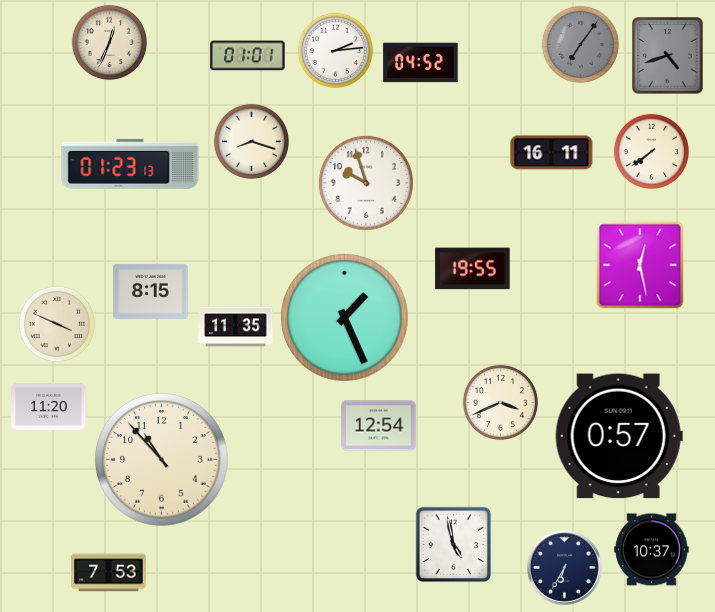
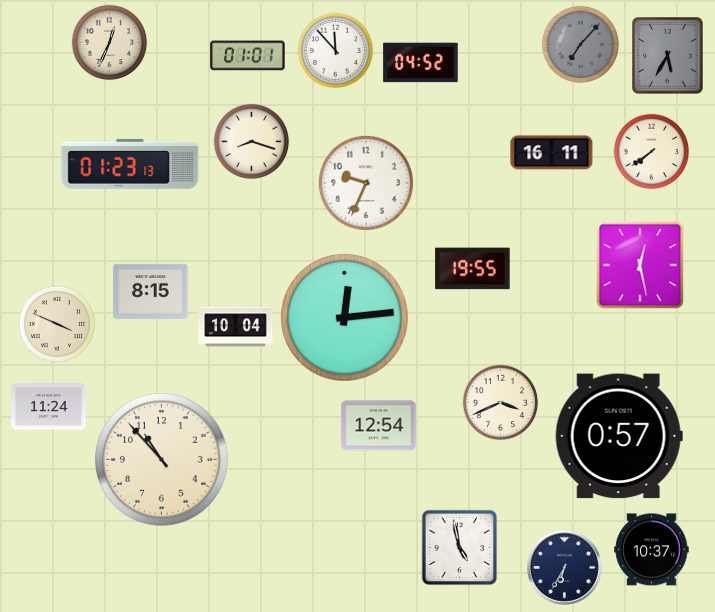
clock at (581, 45): 7:06 -> 7:07
clock at (336, 51): 2:14 -> 11:53
clock at (668, 56): 4:42 -> 5:35
clock at (366, 183): 9:57 -> 9:34
clock at (345, 318): 1:26 -> 12:14
clock at (236, 327): 11:35 -> 10:04
clock at (49, 407): 11:20 -> 11:24
clock at (454, 545) position: (454, 545) -> (460, 548)
clock at (109, 573): 7:53 -> none
